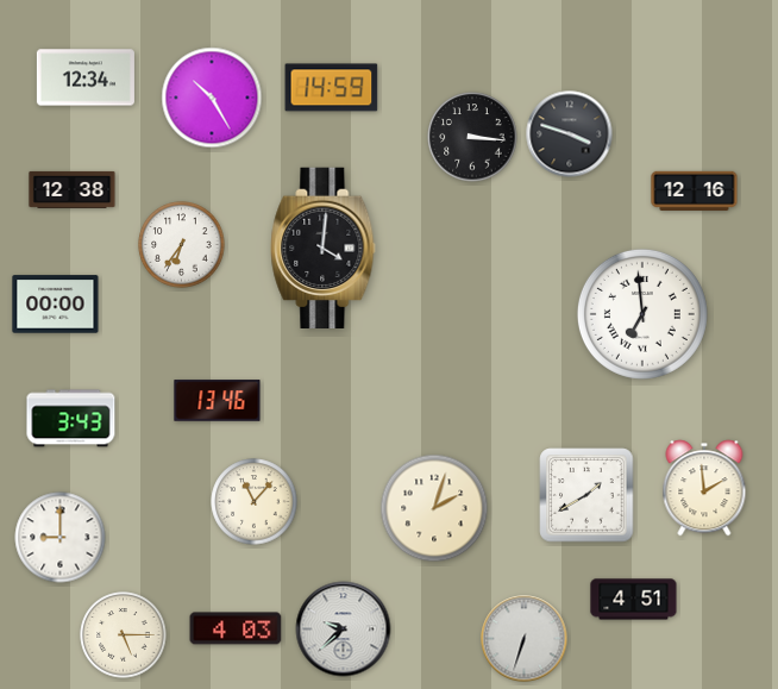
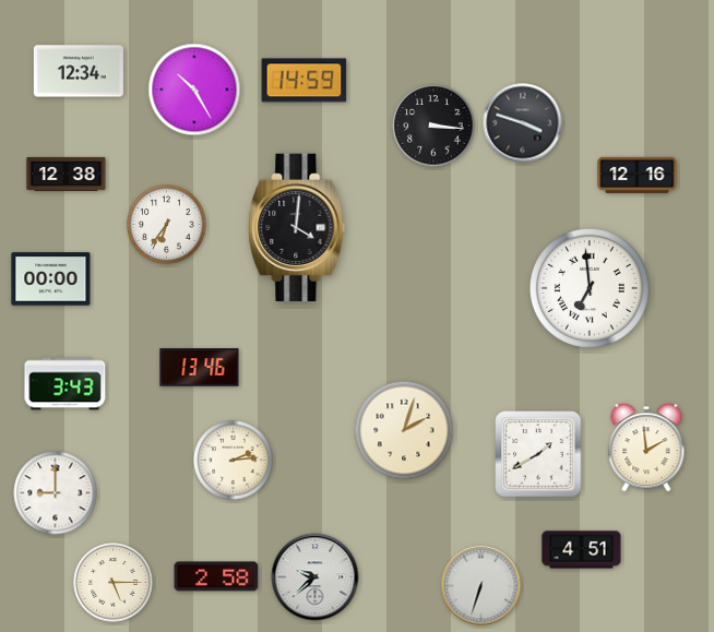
clock at (255, 502): 11:07 -> 2:14
clock at (434, 508) position: (434, 508) -> (404, 430)
clock at (236, 628): 4:03 -> 2:58
